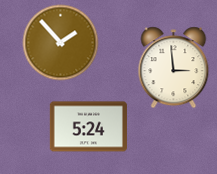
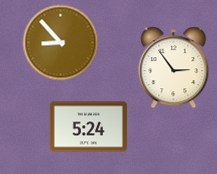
clock at (61, 43): 1:53 -> 8:53
clock at (174, 68): 2:59 -> 2:54
